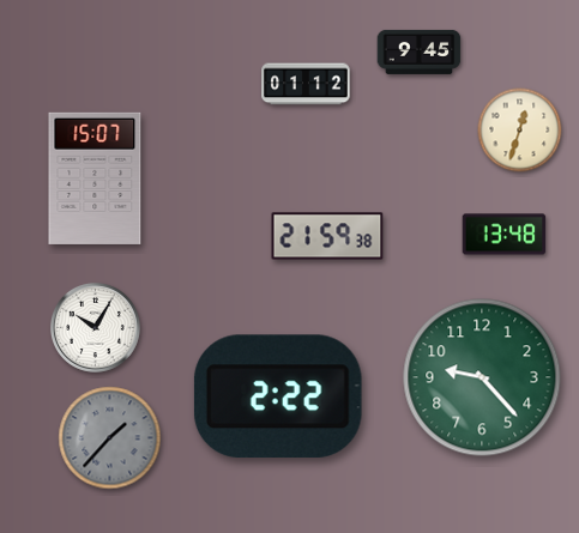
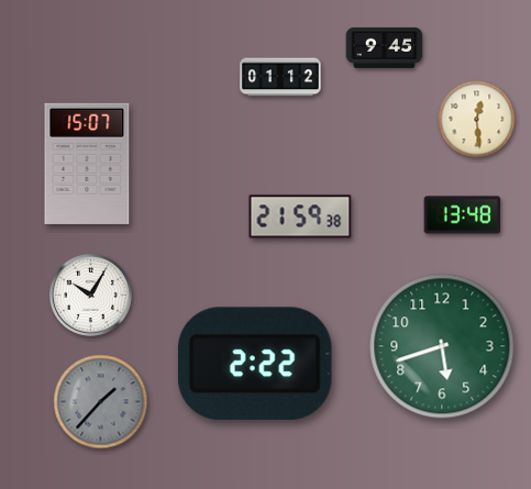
clock at (520, 131): 12:33 -> 12:29
clock at (95, 327) position: (95, 327) -> (90, 294)
clock at (482, 377): 9:23 -> 5:42
